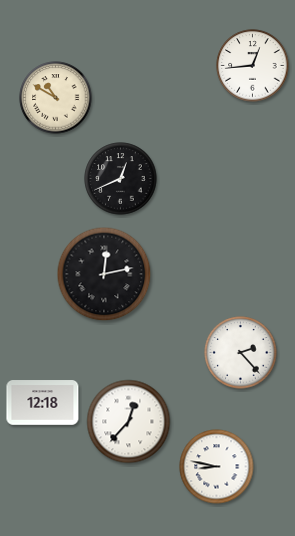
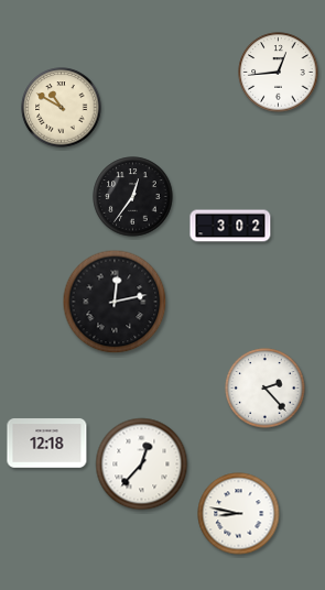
clock at (121, 179): 12:41 -> 12:36
clock at (230, 226): none -> 3:02
